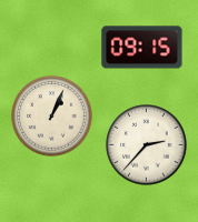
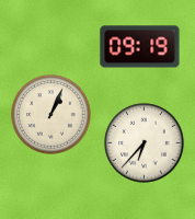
clock at (142, 48): 09:15 -> 09:19
clock at (147, 145): 2:37 -> 6:37
